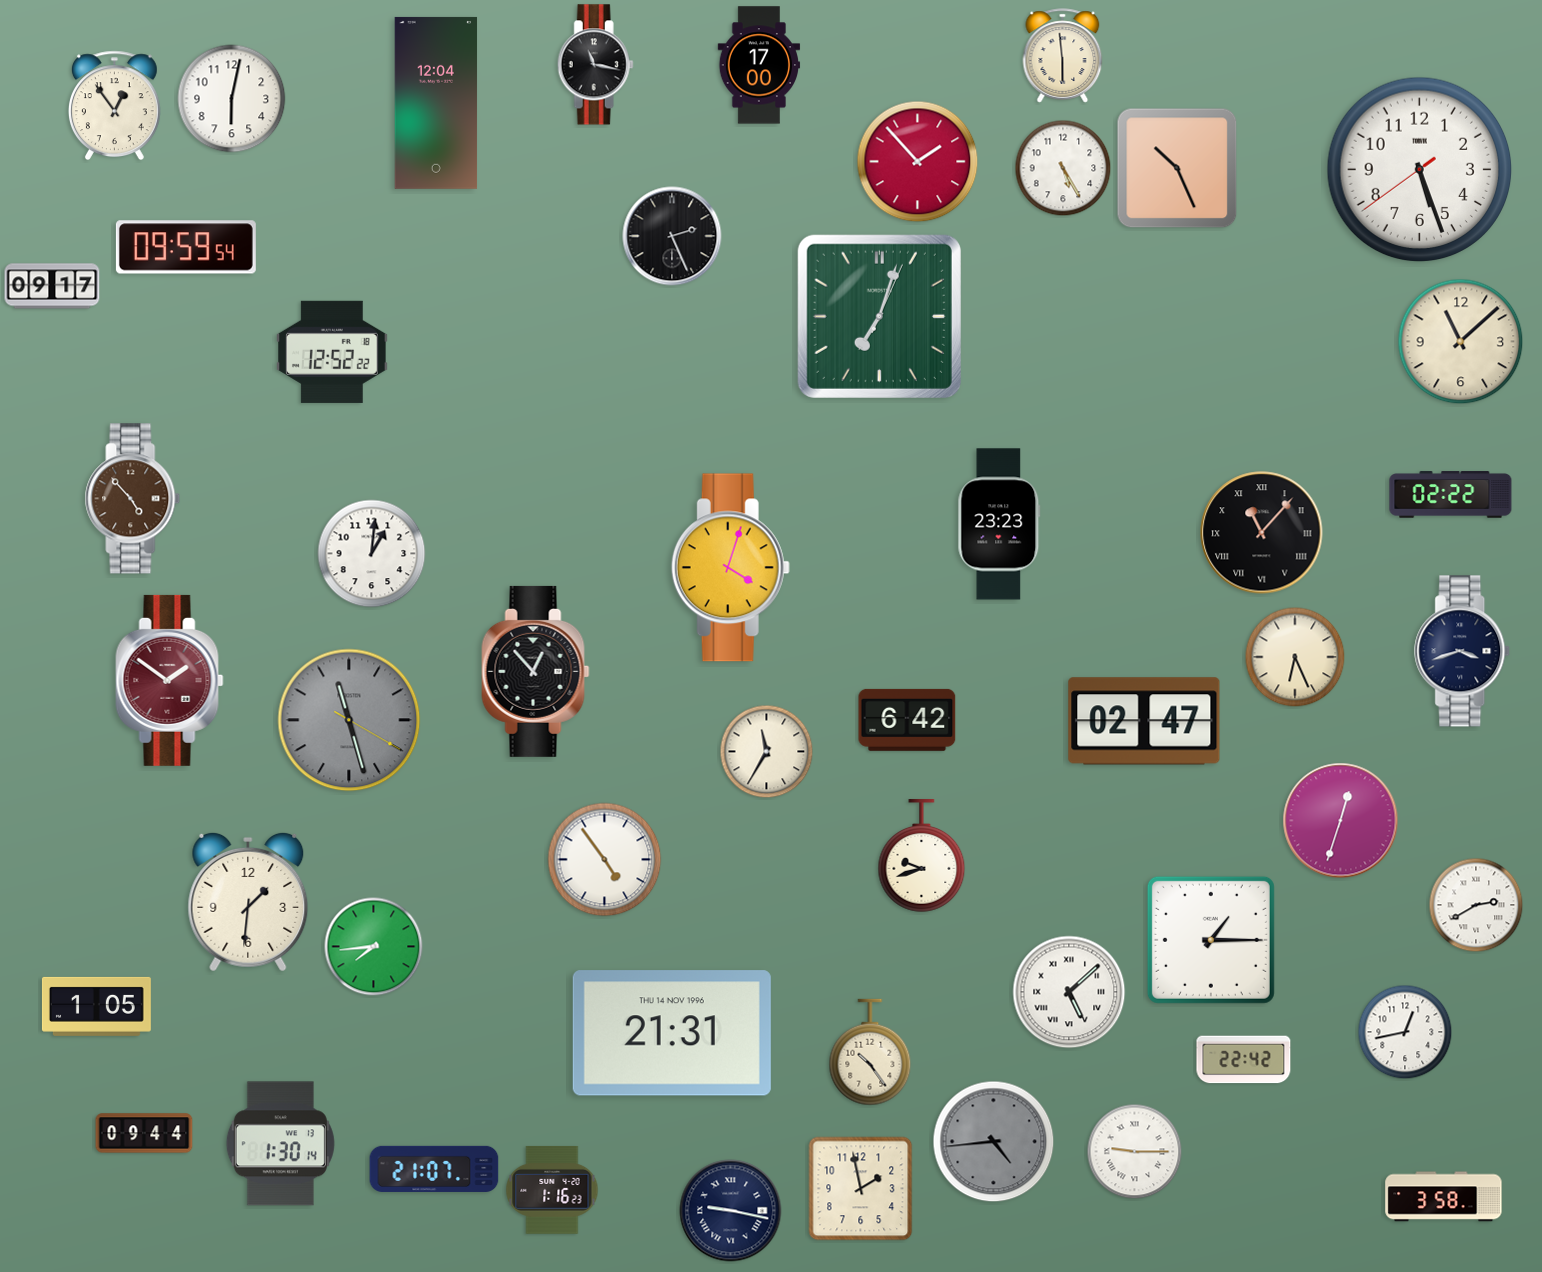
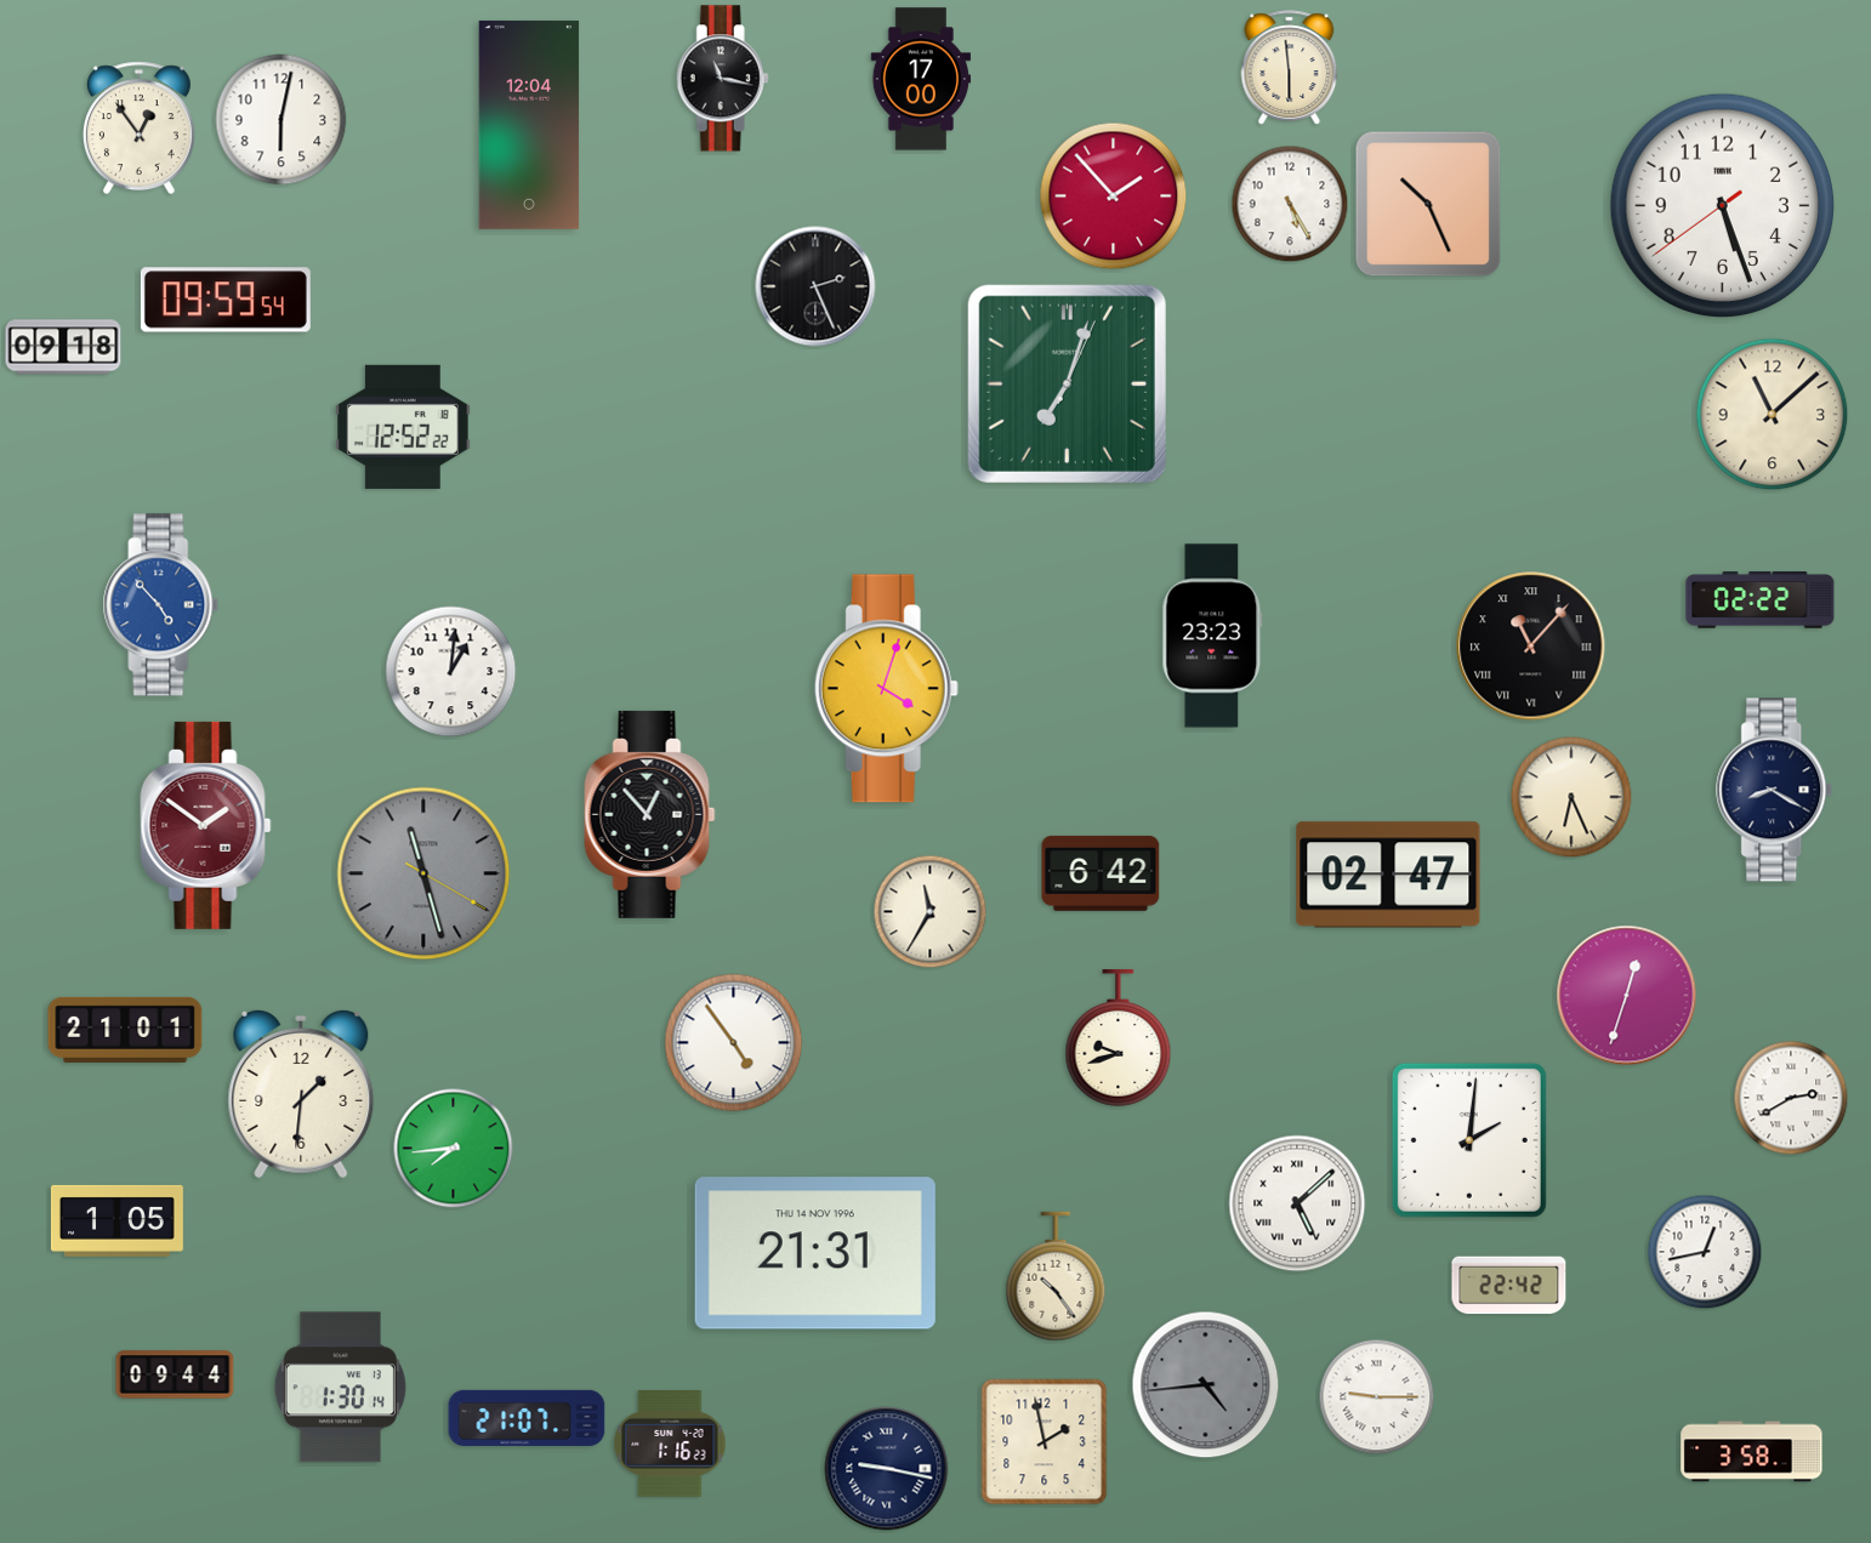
clock at (52, 286): 09:17 -> 09:18
clock at (133, 499) dial: brown -> blue
clock at (1463, 651): 3:42 -> 8:20
clock at (125, 1030): none -> 21:01
clock at (1211, 940): 1:15 -> 2:01
